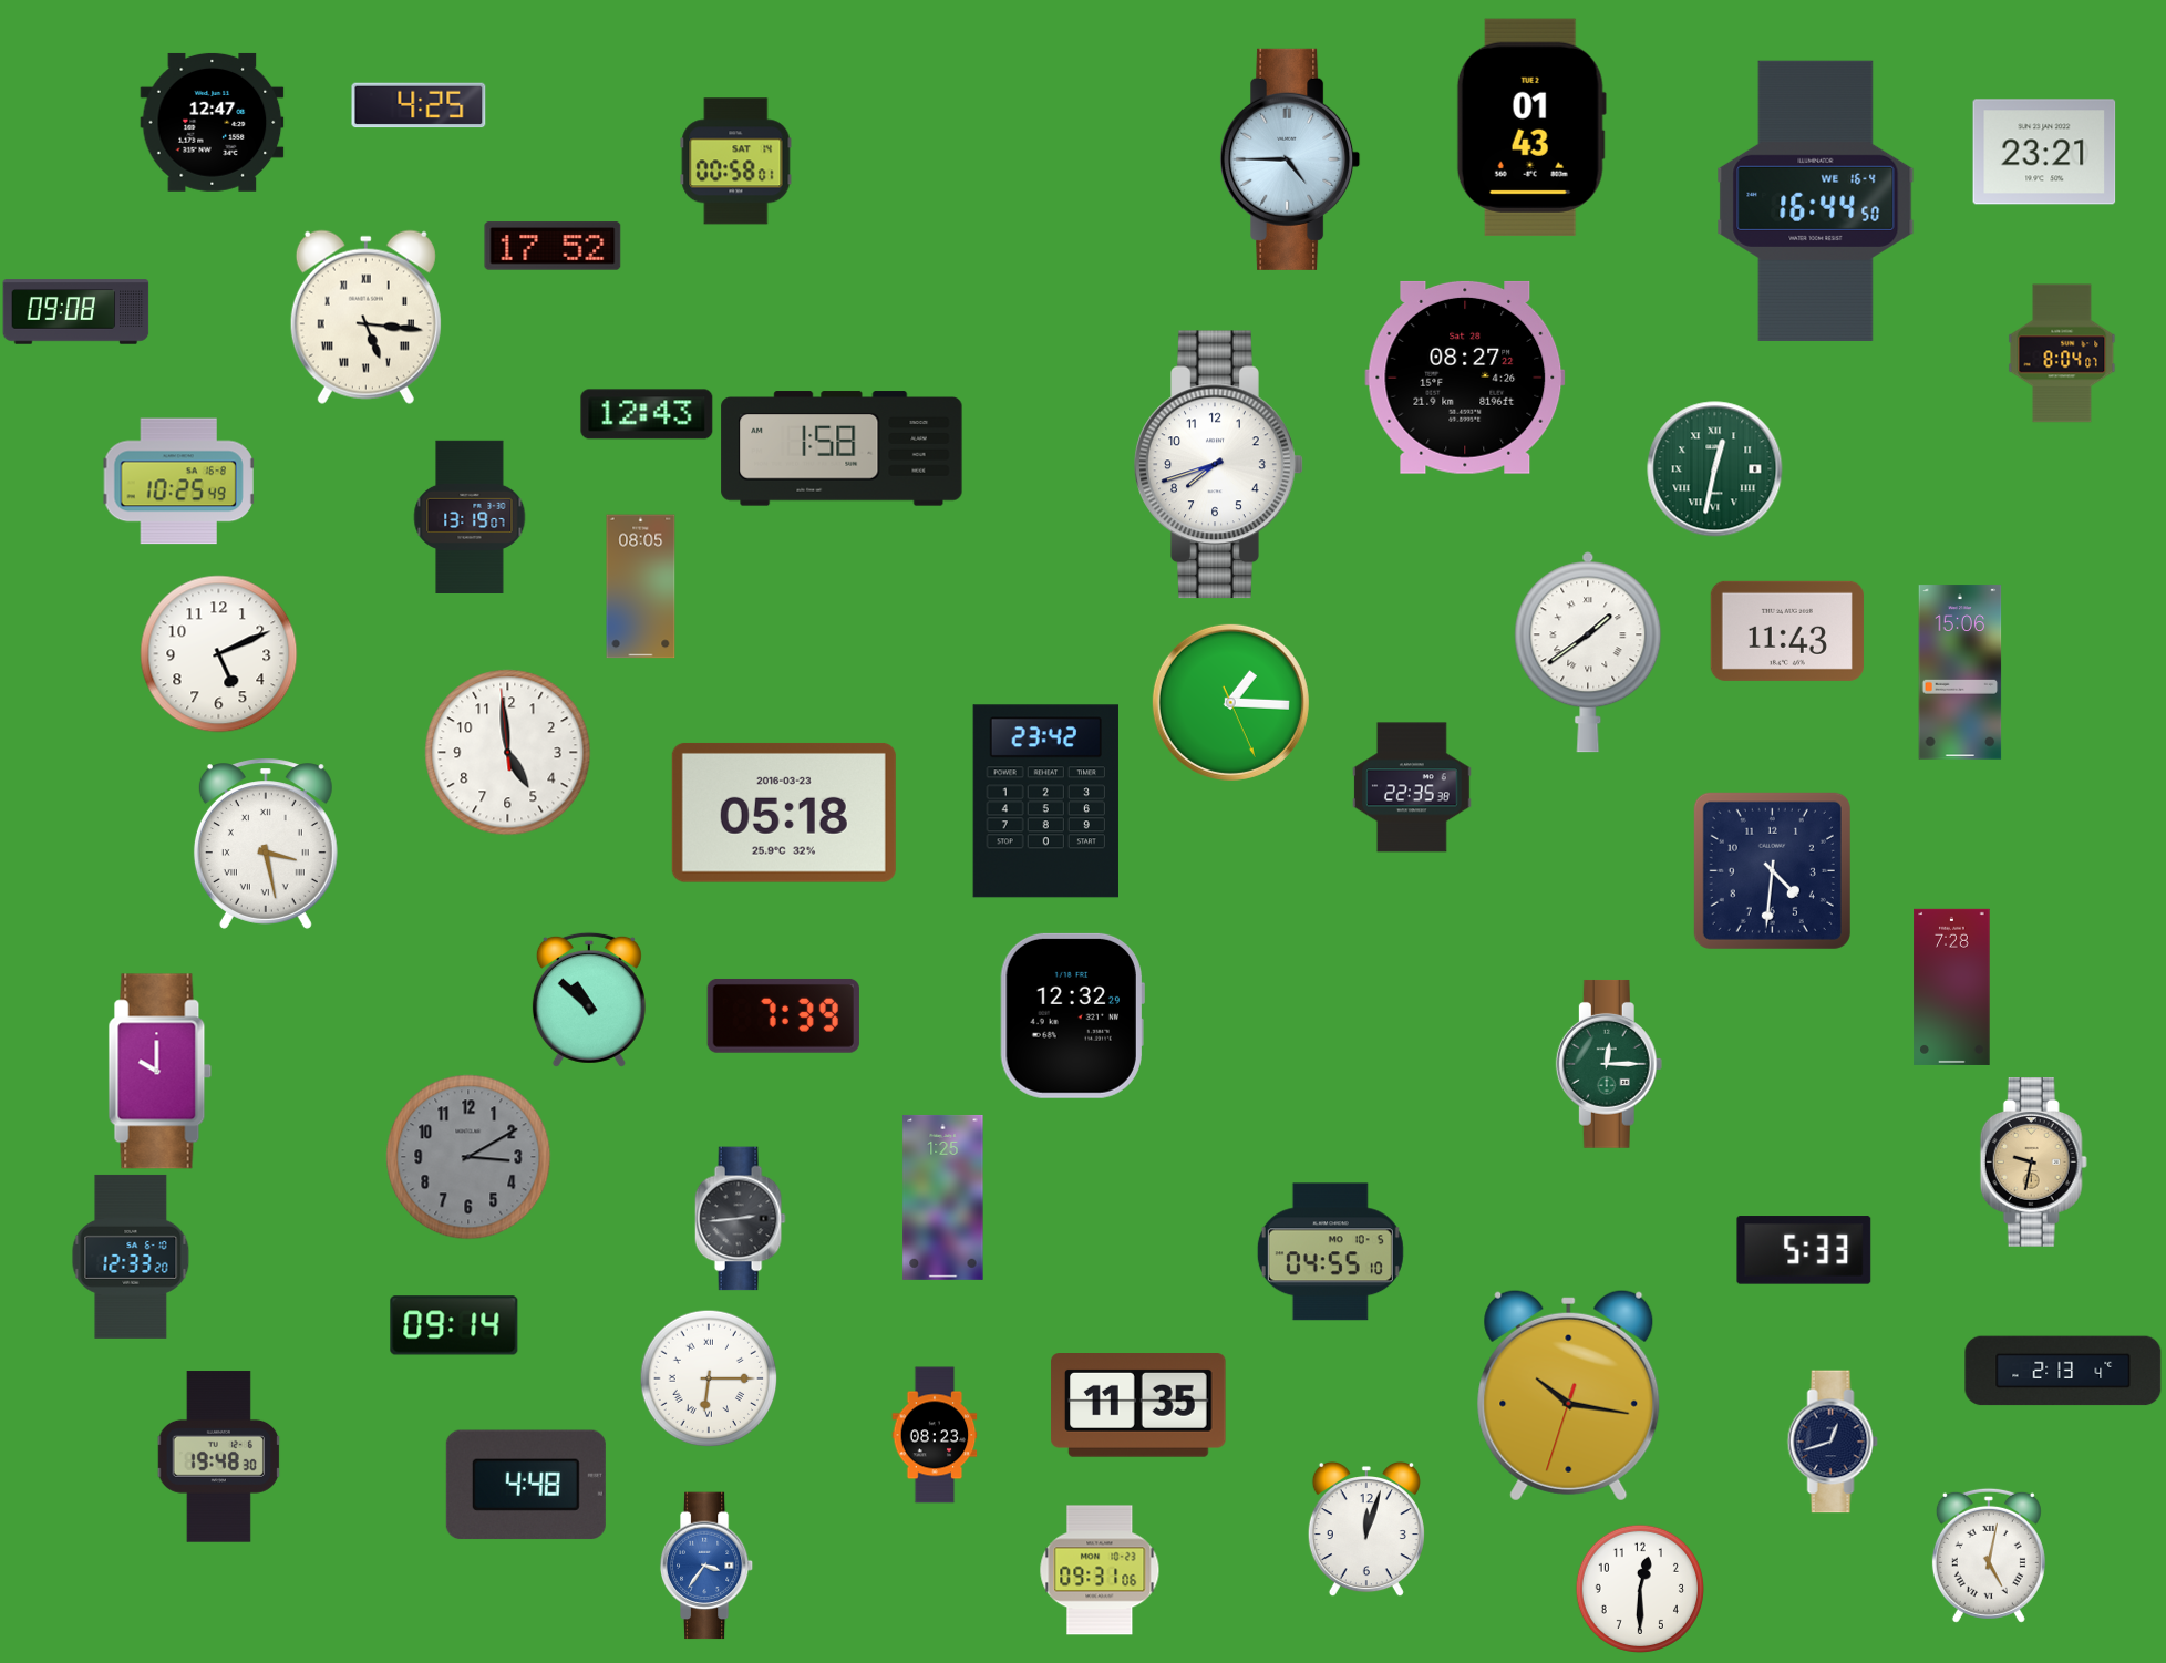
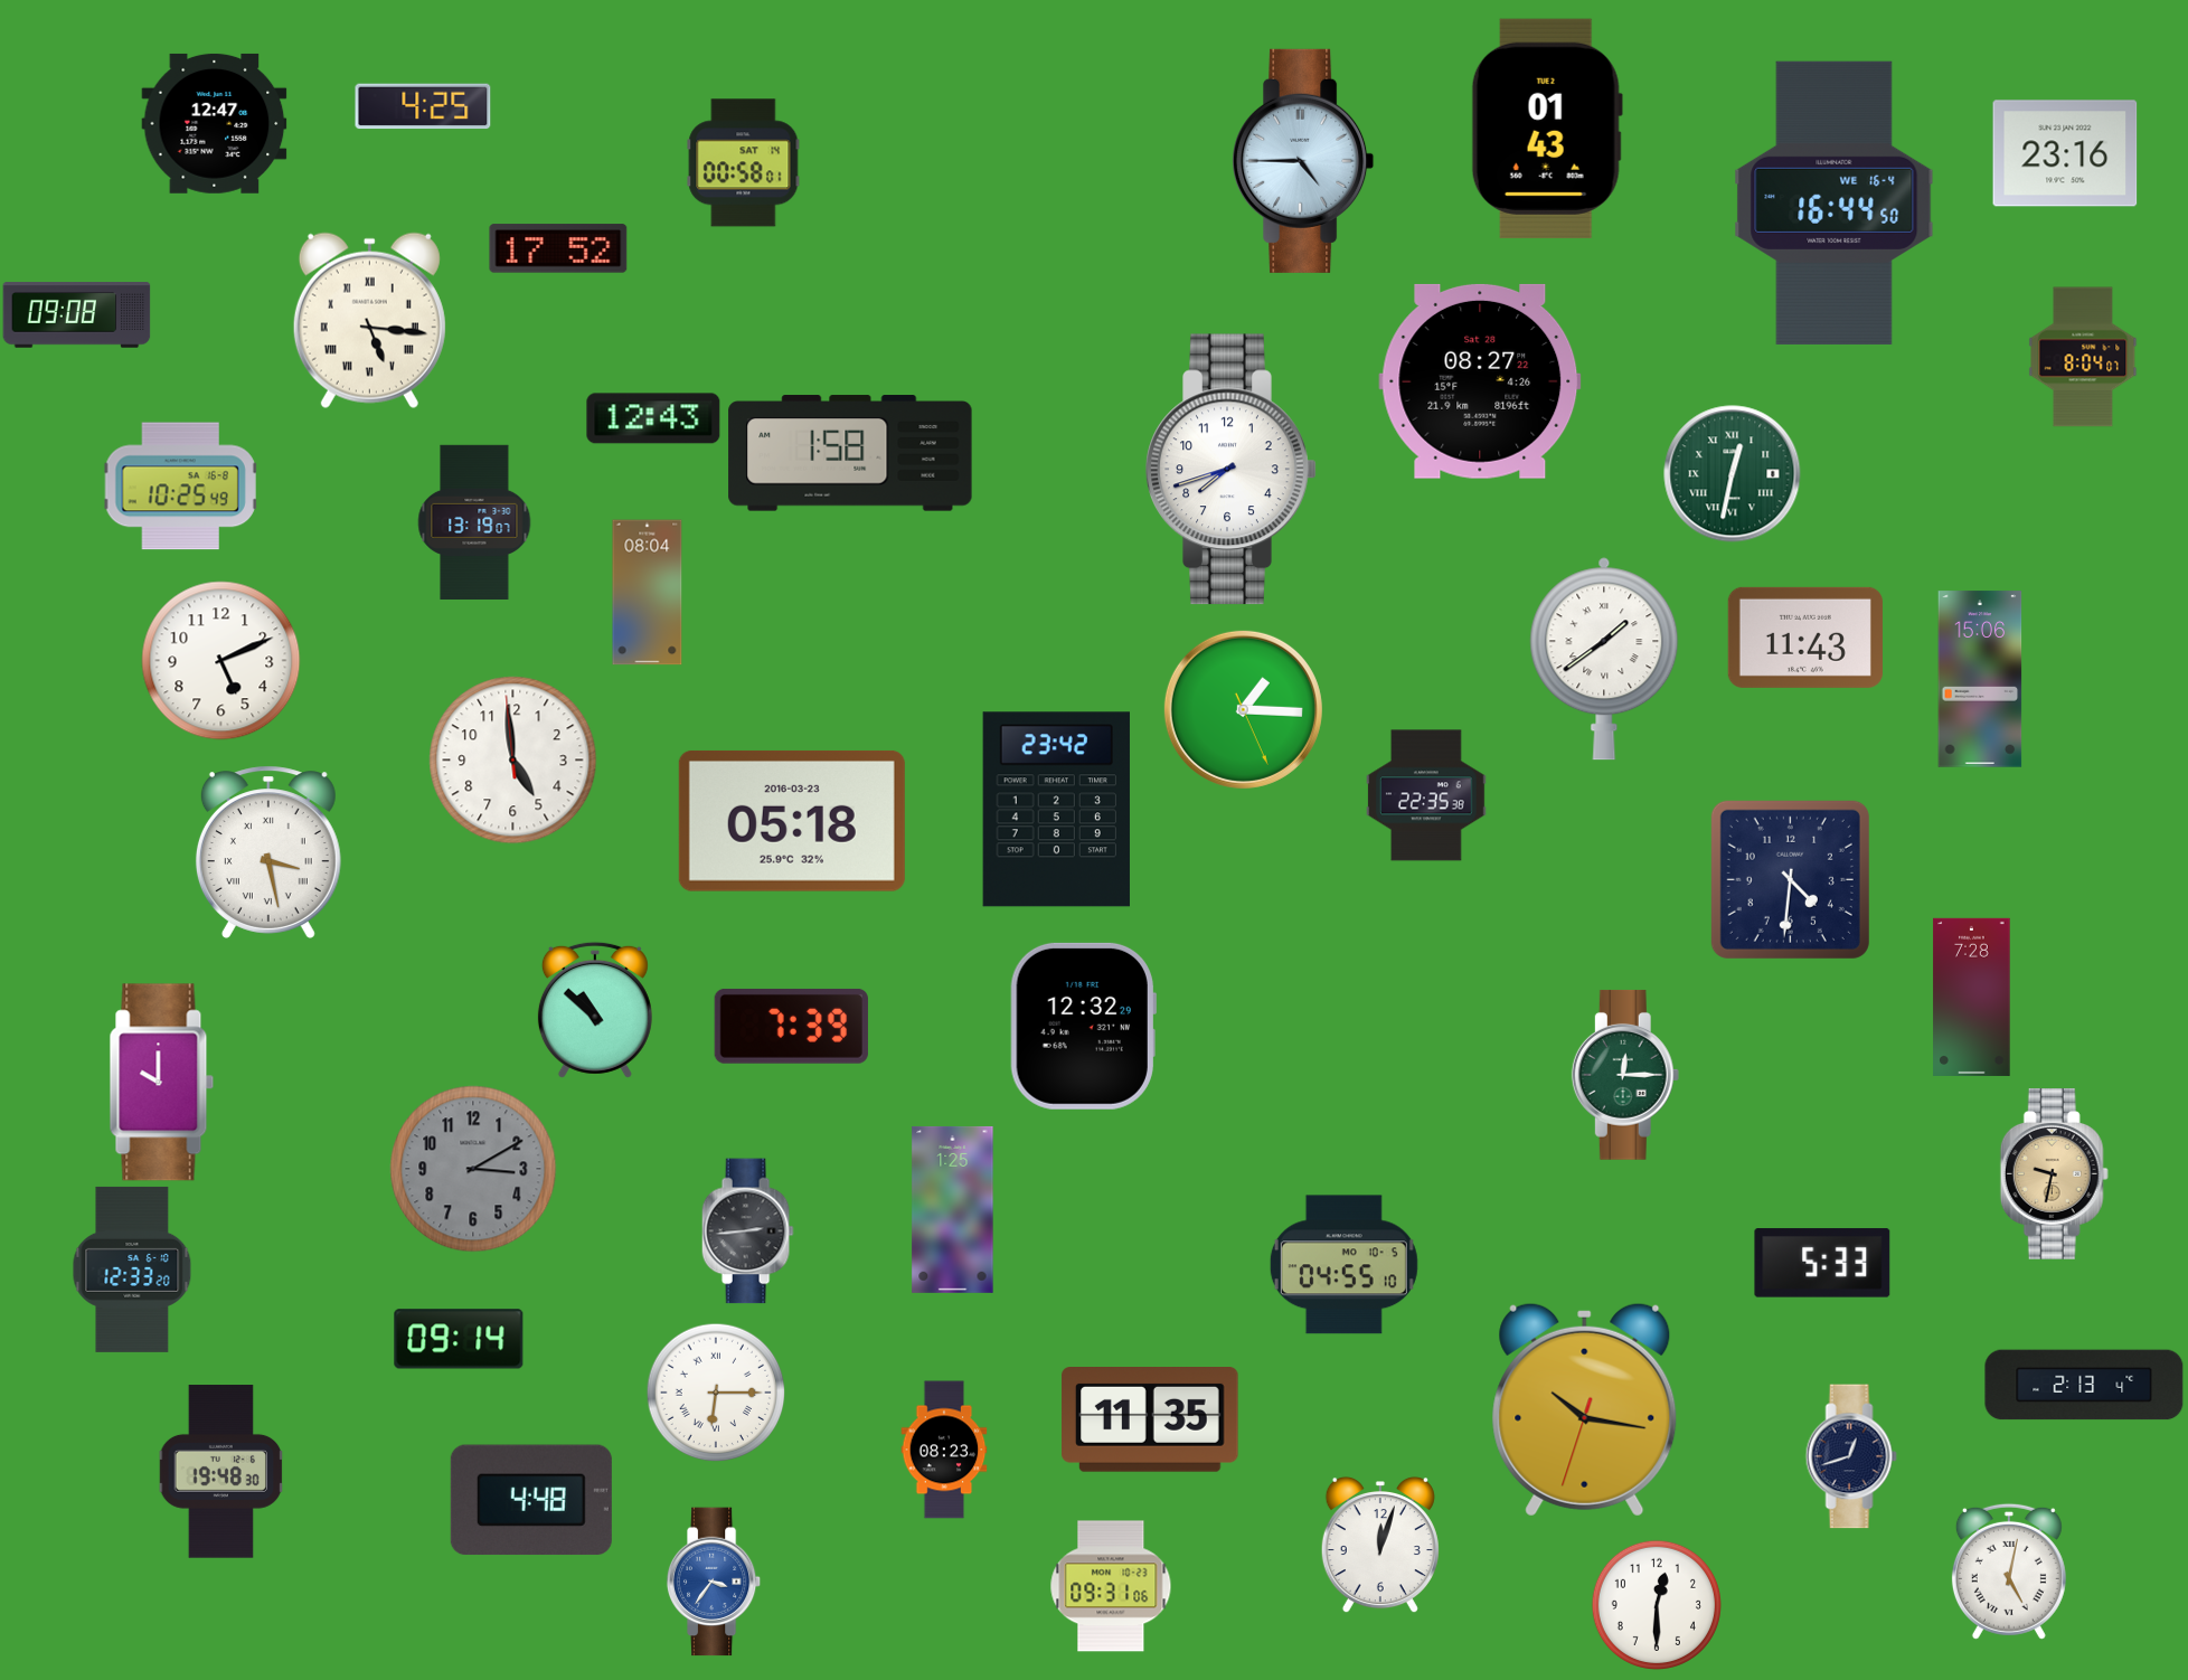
clock at (2044, 152): 23:21 -> 23:16
clock at (641, 587): 08:05 -> 08:04
